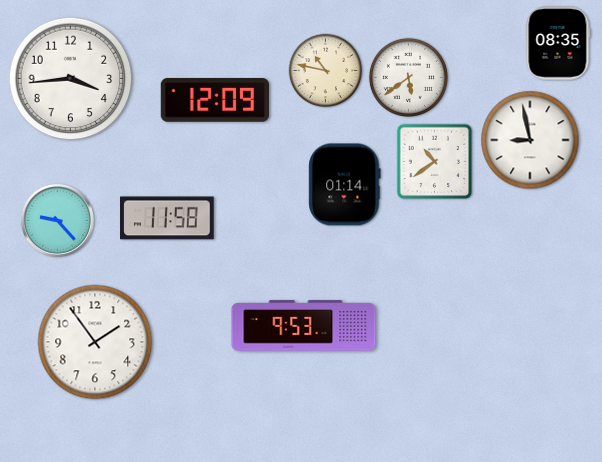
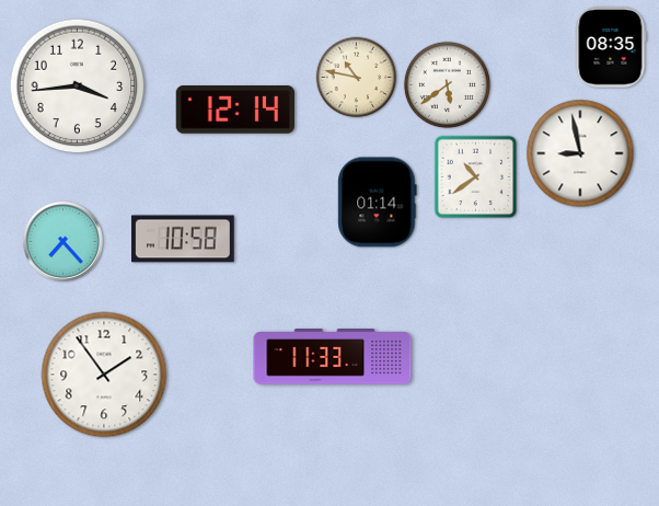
clock at (214, 100): 12:09 -> 12:14
clock at (167, 218): 11:58 -> 10:58
clock at (57, 220): 9:23 -> 7:23
clock at (304, 326): 9:53 -> 11:33
